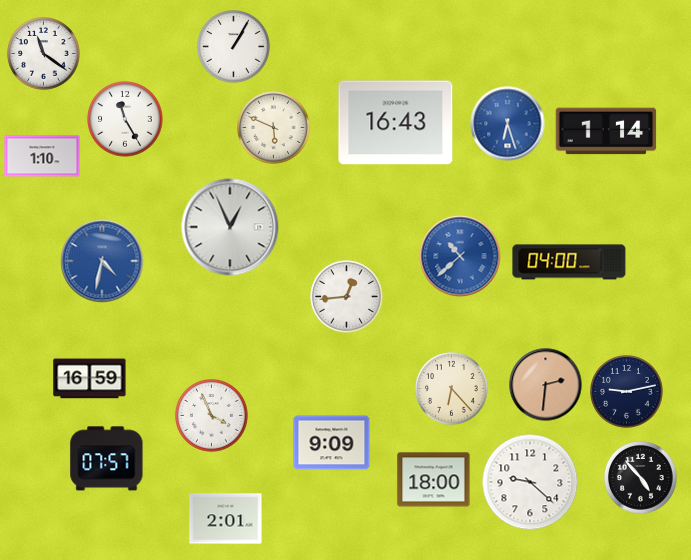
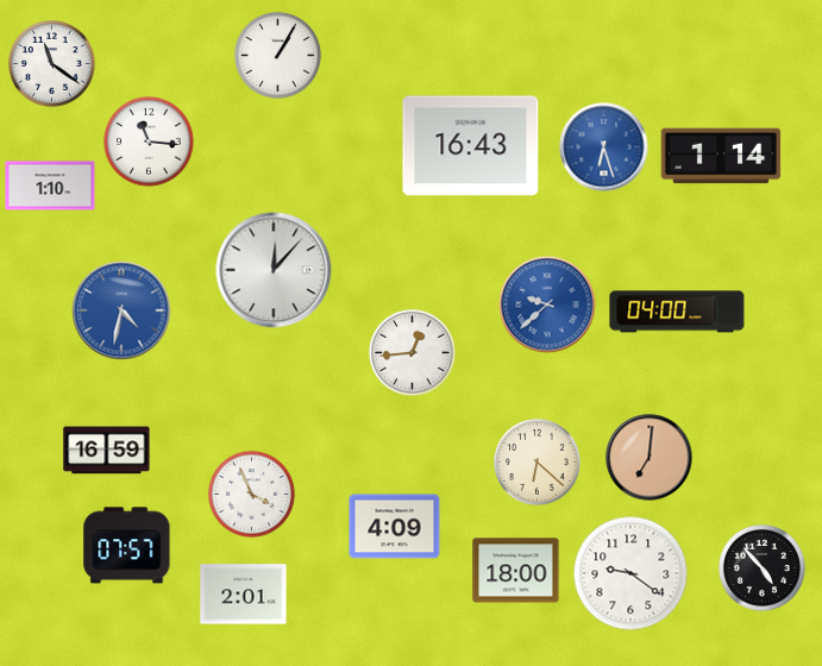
clock at (125, 119): 11:25 -> 11:16
clock at (274, 128): 5:49 -> none
clock at (230, 227): 12:56 -> 12:07
clock at (460, 256): 10:38 -> 9:38
clock at (546, 385): 2:31 -> 7:01
clock at (452, 389): 6:23 -> 6:22
clock at (627, 392): 9:13 -> none
clock at (332, 443): 9:09 -> 4:09
clock at (530, 482): 9:22 -> 9:21
clock at (226, 519) position: (226, 519) -> (244, 595)
